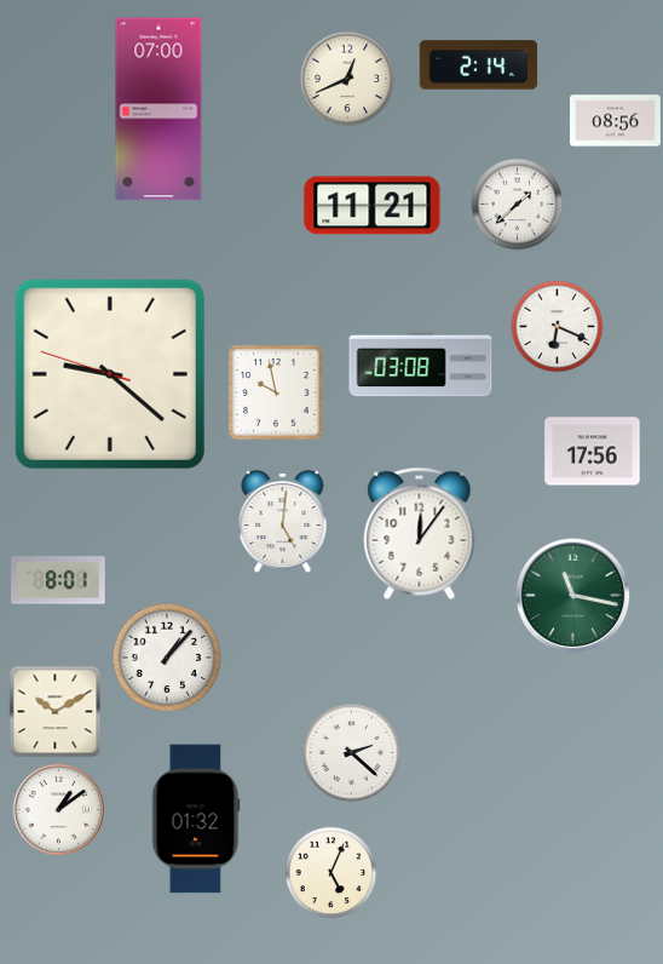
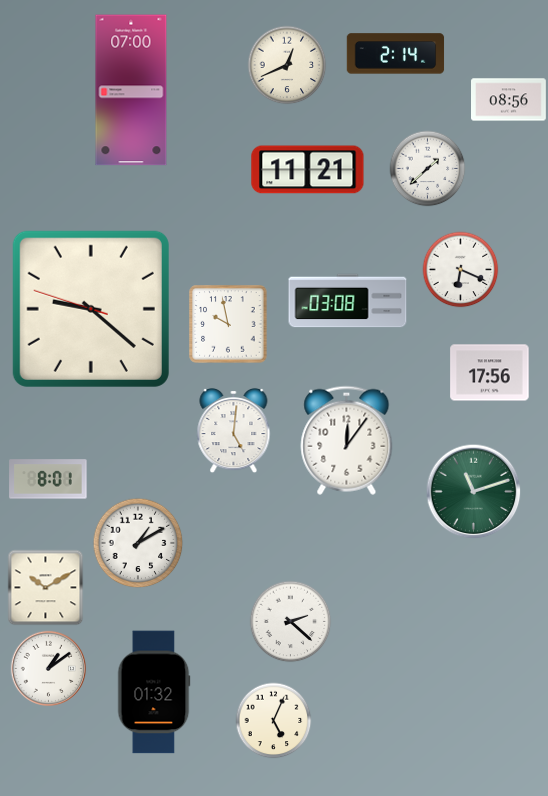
clock at (573, 596): 11:17 -> 11:12
clock at (167, 658): 1:07 -> 1:10
clock at (196, 819) position: (196, 819) -> (154, 692)
